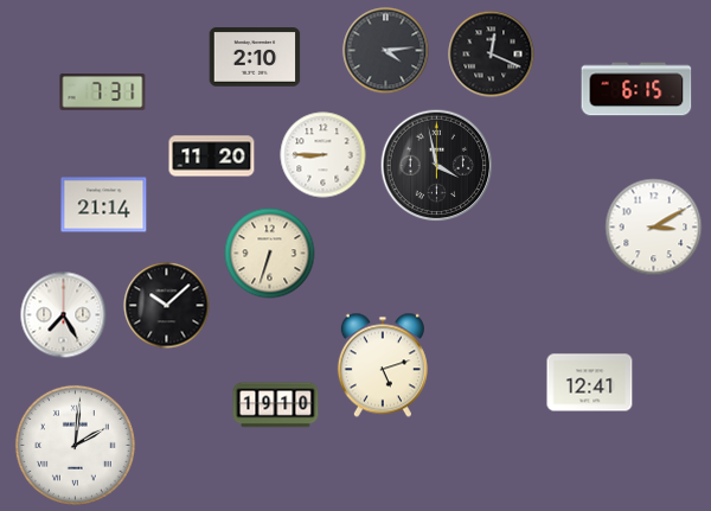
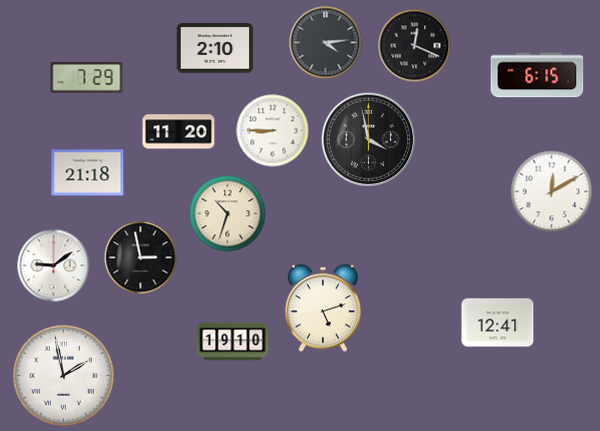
clock at (103, 92): 7:31 -> 7:29
clock at (104, 205): 21:14 -> 21:18
clock at (654, 228): 3:10 -> 12:10
clock at (270, 254): 6:33 -> 10:33
clock at (167, 306): 10:08 -> 2:58
clock at (64, 315): 7:25 -> 9:09
clock at (75, 445): 2:01 -> 1:58
